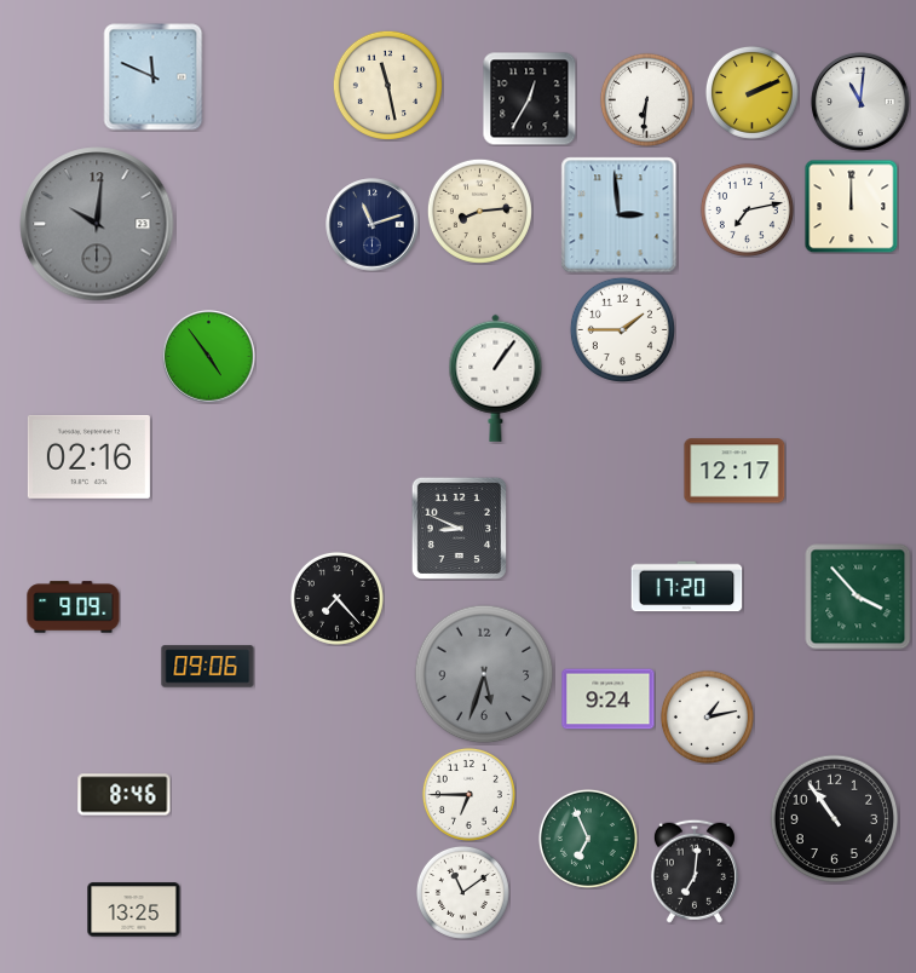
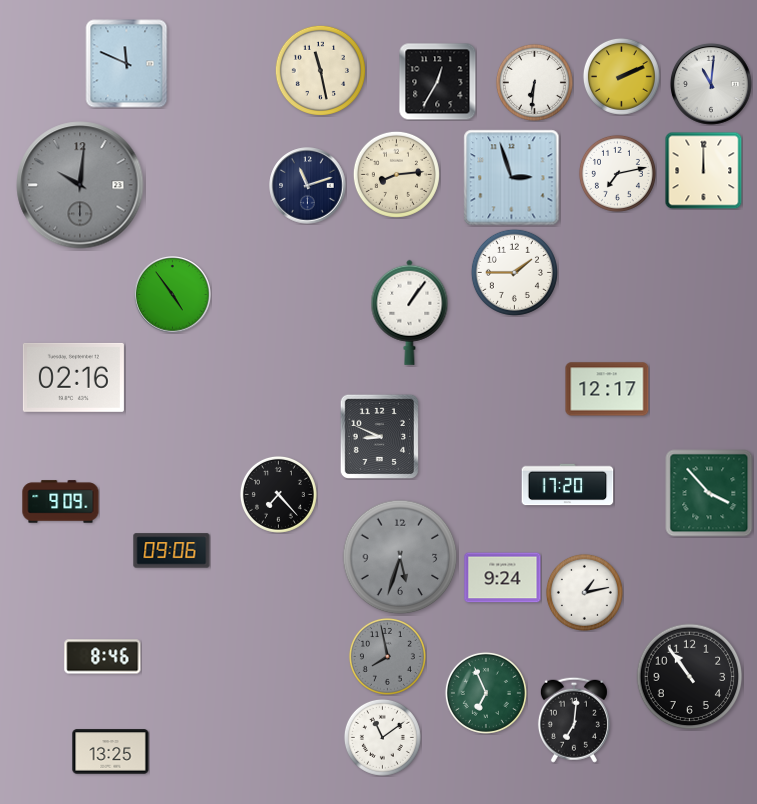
clock at (620, 215): 2:59 -> 2:57
clock at (468, 794): 6:45 -> 7:58
clock at (468, 794) dial: white -> grey
